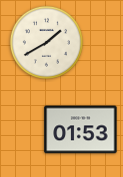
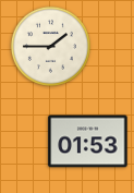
clock at (46, 42): 1:40 -> 1:45
